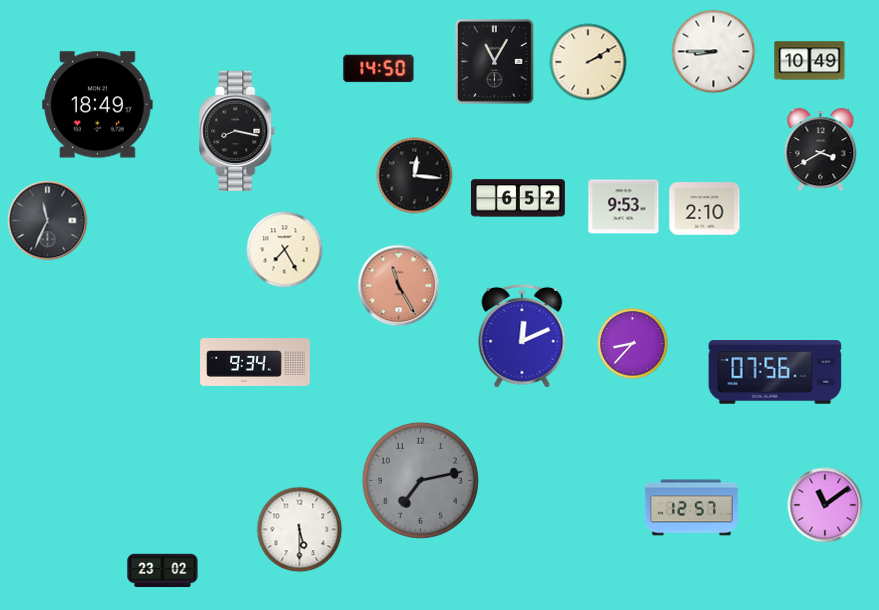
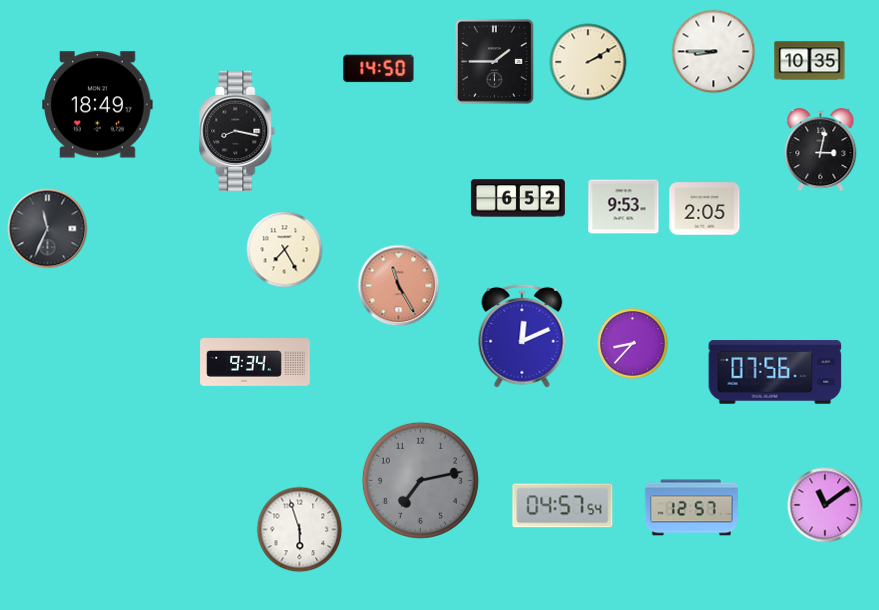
clock at (494, 61): 11:05 -> 1:45
clock at (810, 61): 10:49 -> 10:35
clock at (821, 150): 3:40 -> 3:02
clock at (415, 176): 12:16 -> none
clock at (705, 209): 2:10 -> 2:05
clock at (48, 221) position: (48, 221) -> (48, 229)
clock at (563, 506): none -> 04:57
clock at (300, 530): 5:30 -> 5:57
clock at (163, 571): 23:02 -> none
